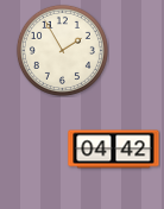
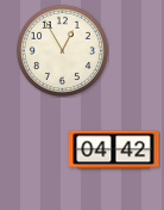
clock at (62, 50): 1:55 -> 12:55
